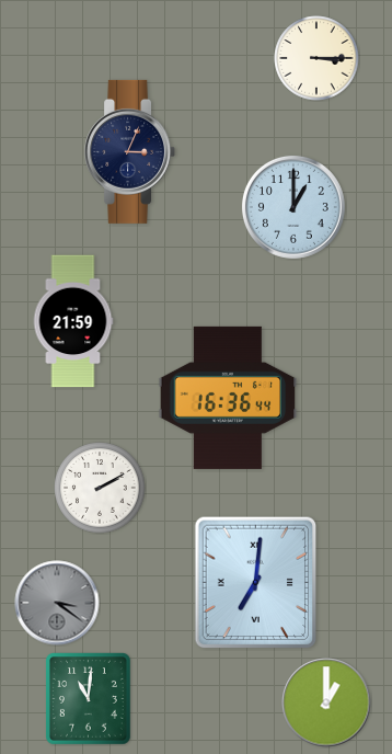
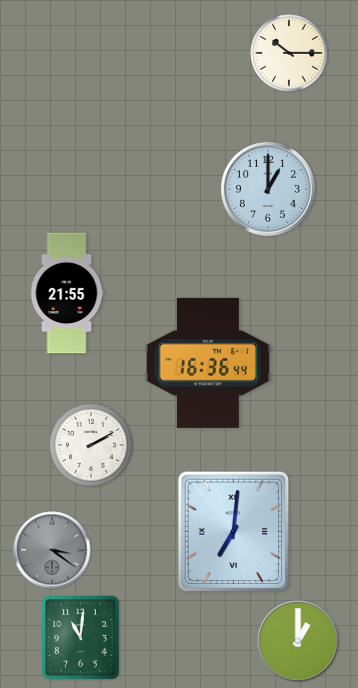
clock at (316, 58): 3:15 -> 10:15
clock at (130, 151): 3:04 -> none
clock at (73, 321): 21:59 -> 21:55
